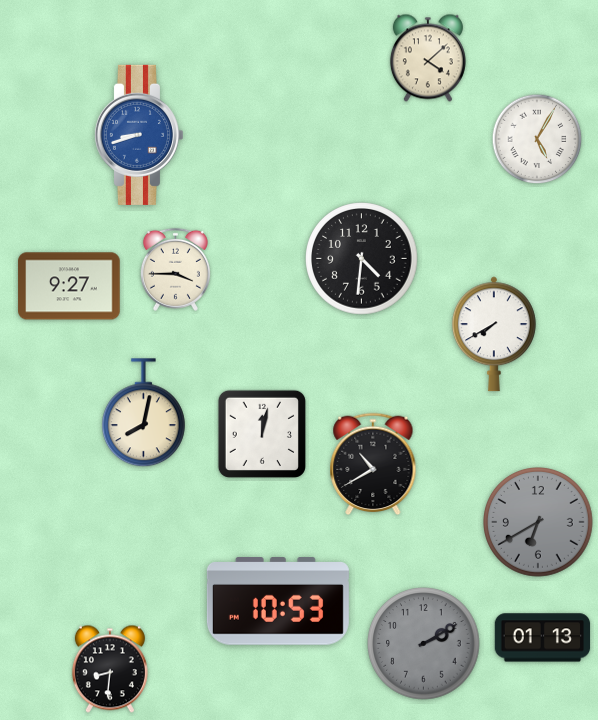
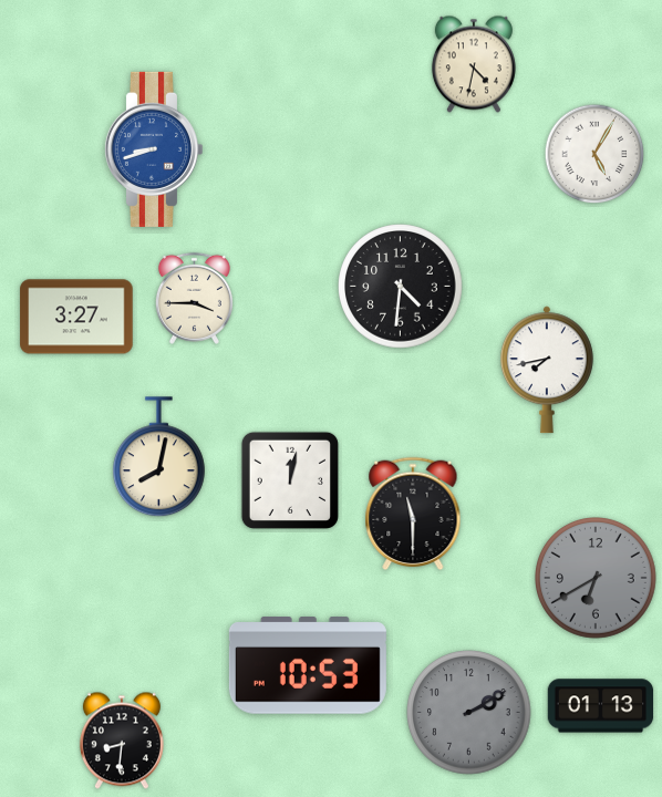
clock at (428, 58): 4:08 -> 4:32
clock at (69, 286): 9:27 -> 3:27
clock at (494, 334): 7:40 -> 7:43
clock at (373, 464): 10:40 -> 11:30
